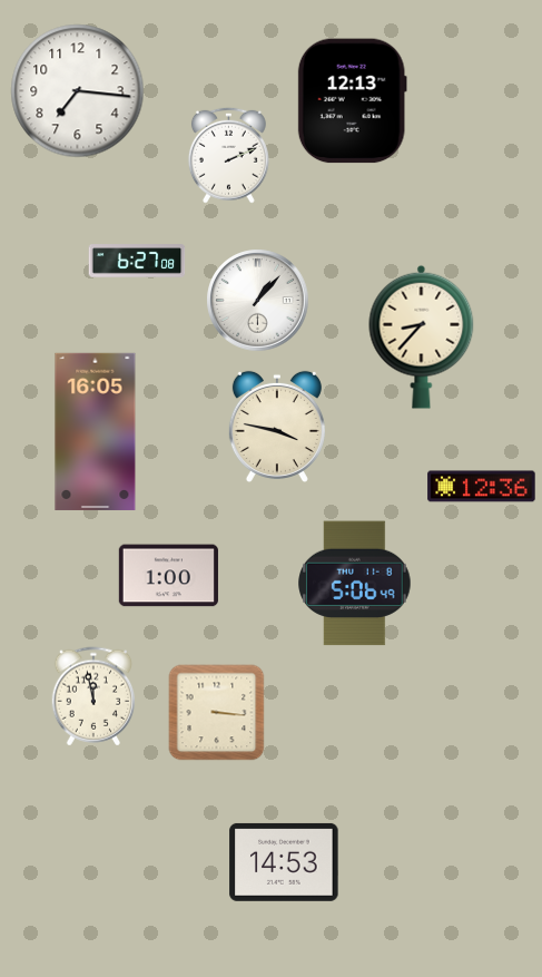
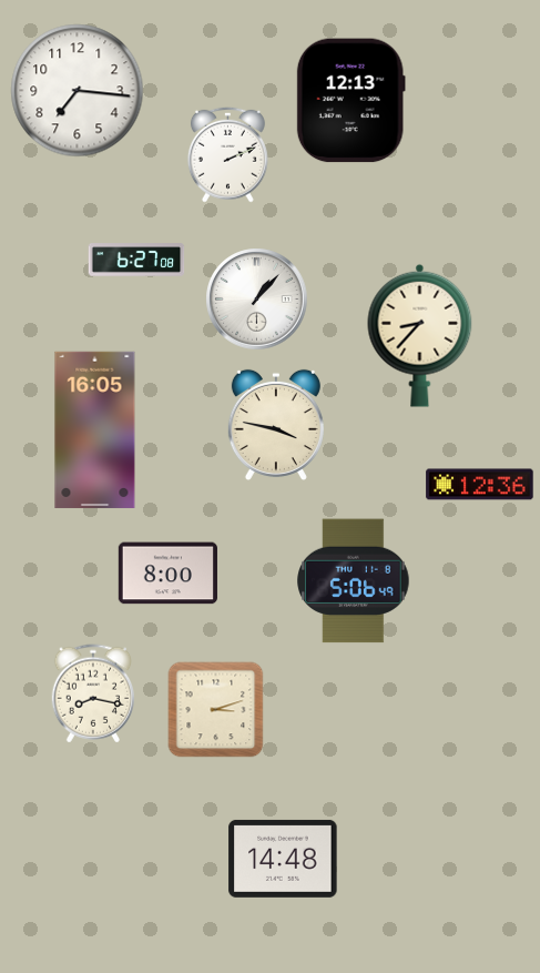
clock at (168, 576): 1:00 -> 8:00
clock at (93, 696): 11:58 -> 8:17
clock at (217, 713): 3:16 -> 3:12
clock at (284, 862): 14:53 -> 14:48
